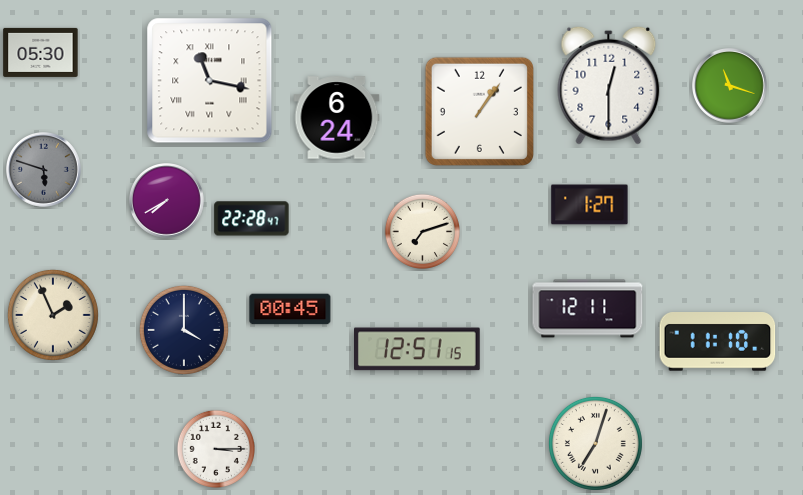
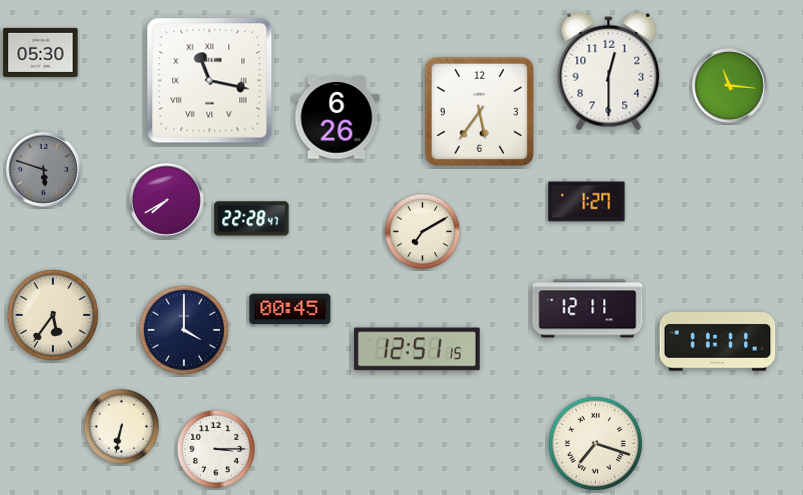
clock at (609, 85) position: (609, 85) -> (609, 71)
clock at (730, 86): 11:18 -> 11:16
clock at (479, 111): 1:06 -> 5:36
clock at (337, 118): 6:24 -> 6:26
clock at (590, 205) position: (590, 205) -> (587, 202)
clock at (422, 231): 7:12 -> 7:10
clock at (53, 315): 1:56 -> 5:36
clock at (718, 342): 11:10 -> 11:11
clock at (121, 426): none -> 6:32
clock at (595, 443): 7:03 -> 7:18
